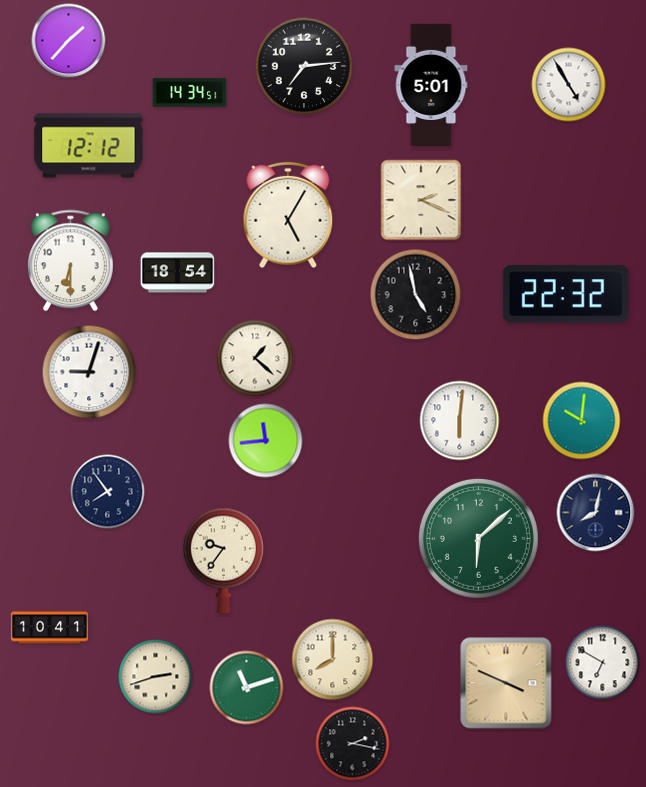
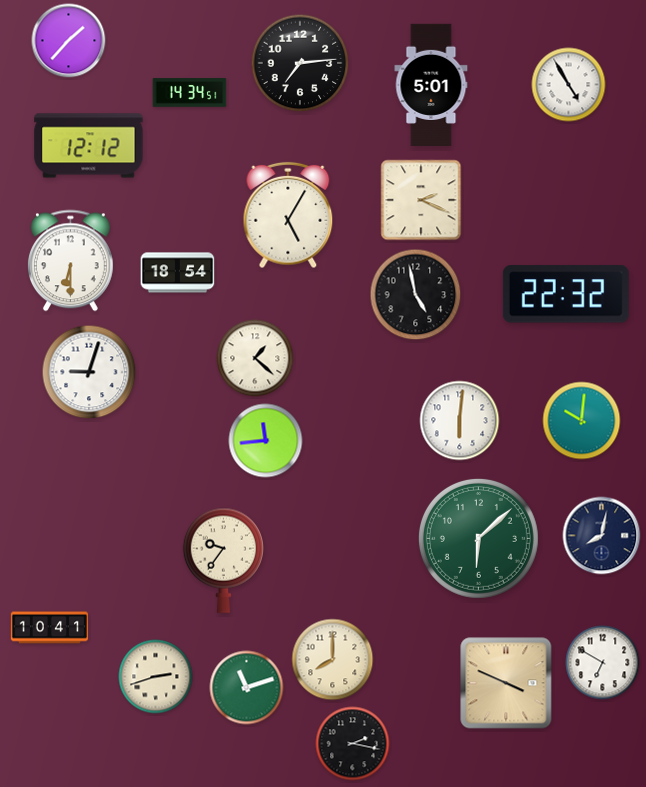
clock at (304, 66) position: (304, 66) -> (300, 63)
clock at (108, 492): 7:54 -> none
clock at (596, 513) position: (596, 513) -> (602, 536)
